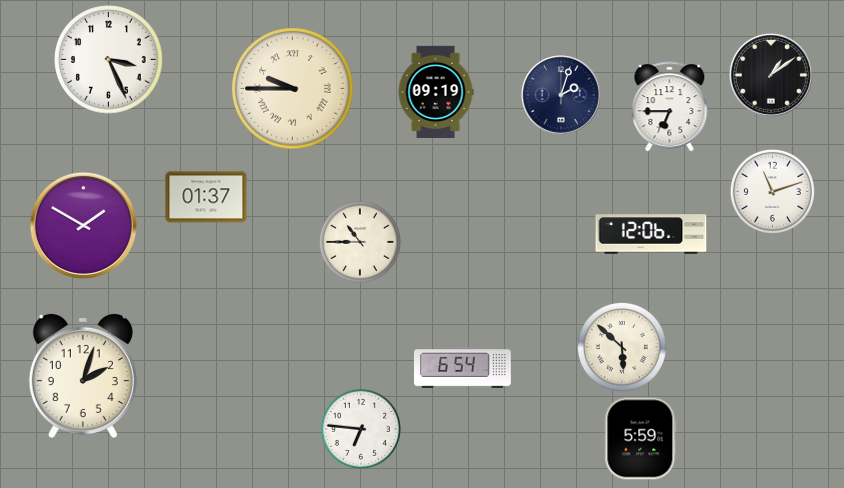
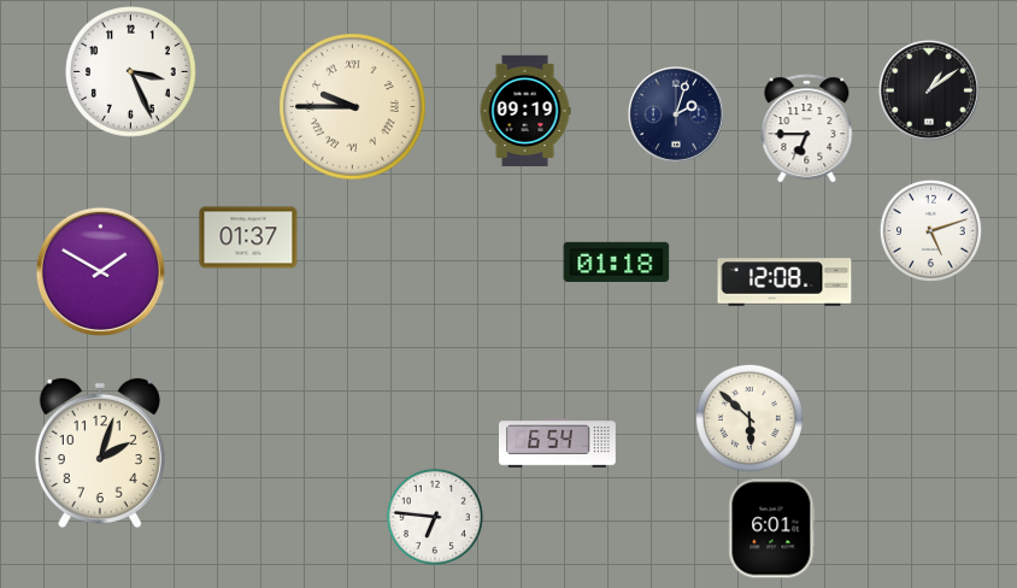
clock at (772, 191): 11:12 -> 5:12
clock at (617, 261): none -> 01:18
clock at (651, 234): 12:06 -> 12:08
clock at (360, 242): 10:45 -> none
clock at (641, 439): 5:59 -> 6:01
